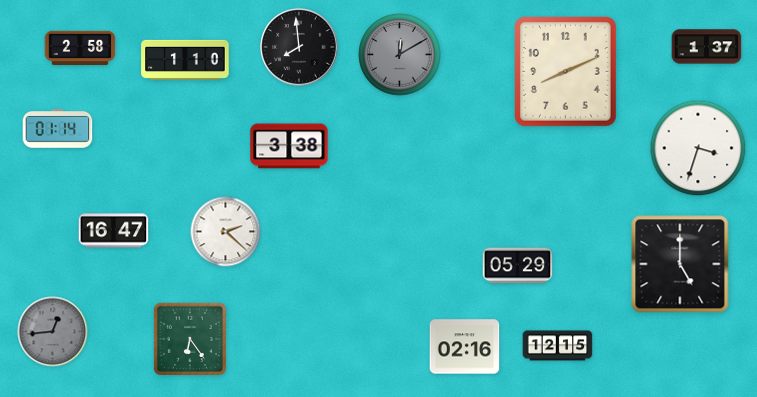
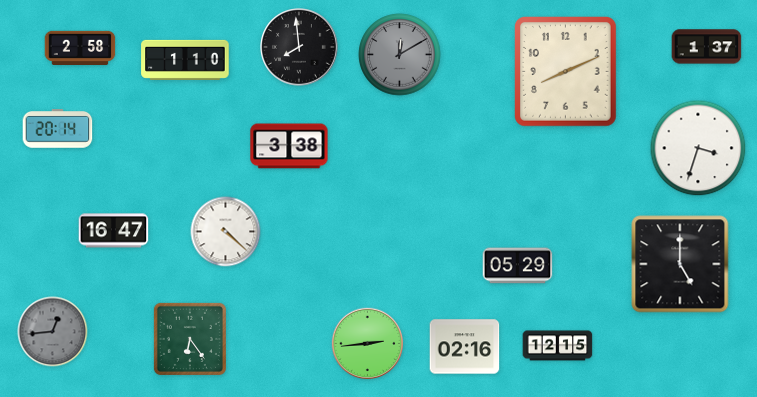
clock at (58, 129): 01:14 -> 20:14
clock at (226, 232): 2:22 -> 4:22
clock at (368, 344): none -> 2:44
